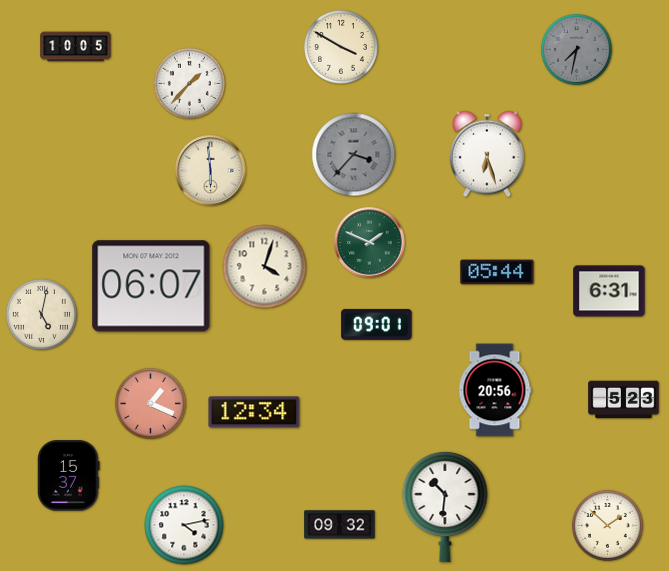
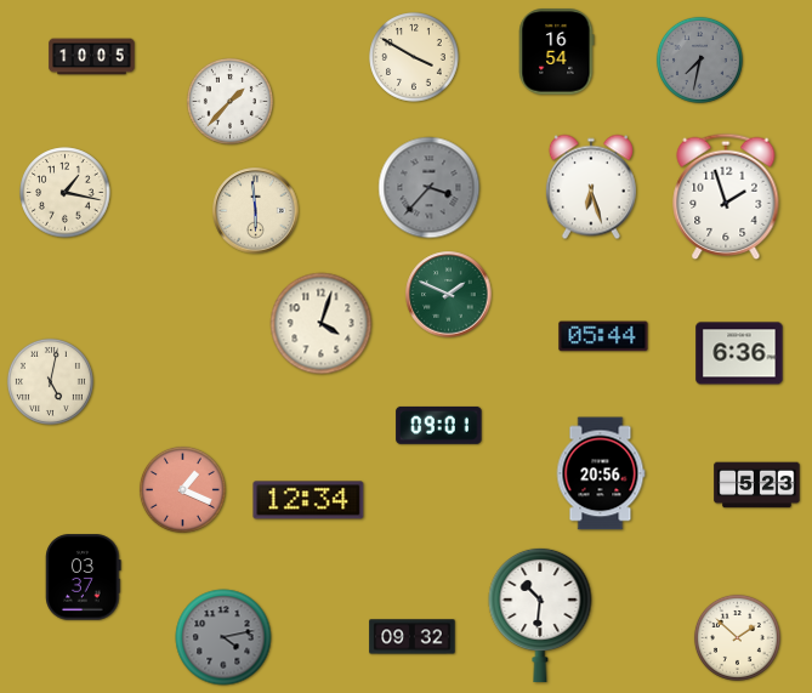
clock at (557, 52): none -> 16:54
clock at (66, 193): none -> 1:17
clock at (726, 195): none -> 1:57
clock at (211, 171) position: (211, 171) -> (256, 211)
clock at (497, 272) position: (497, 272) -> (603, 336)
clock at (151, 286): 06:07 -> none
clock at (609, 291): 6:31 -> 6:36
clock at (377, 324) position: (377, 324) -> (439, 425)
clock at (69, 476): 15:37 -> 03:37
clock at (184, 525) dial: white -> grey
